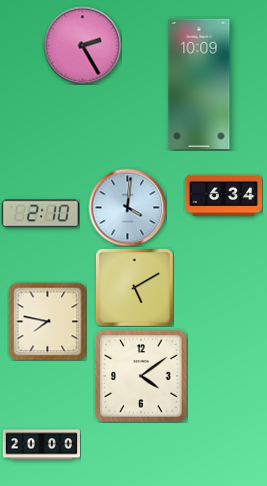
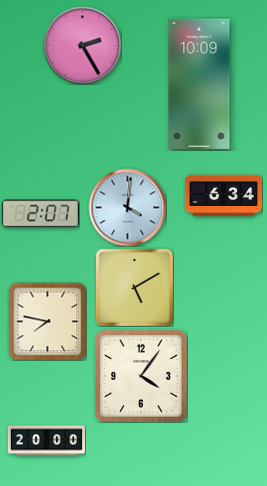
clock at (40, 214): 2:10 -> 2:07
clock at (141, 376): 4:09 -> 4:06
clock at (41, 445) position: (41, 445) -> (46, 441)
